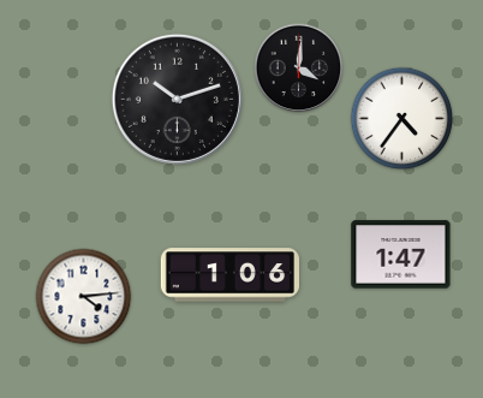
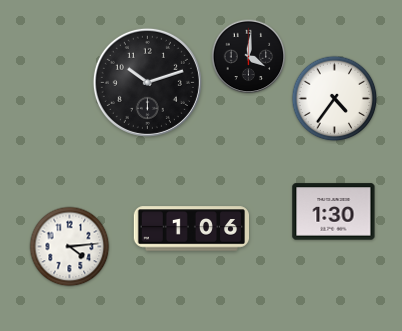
clock at (401, 255): 1:47 -> 1:30
